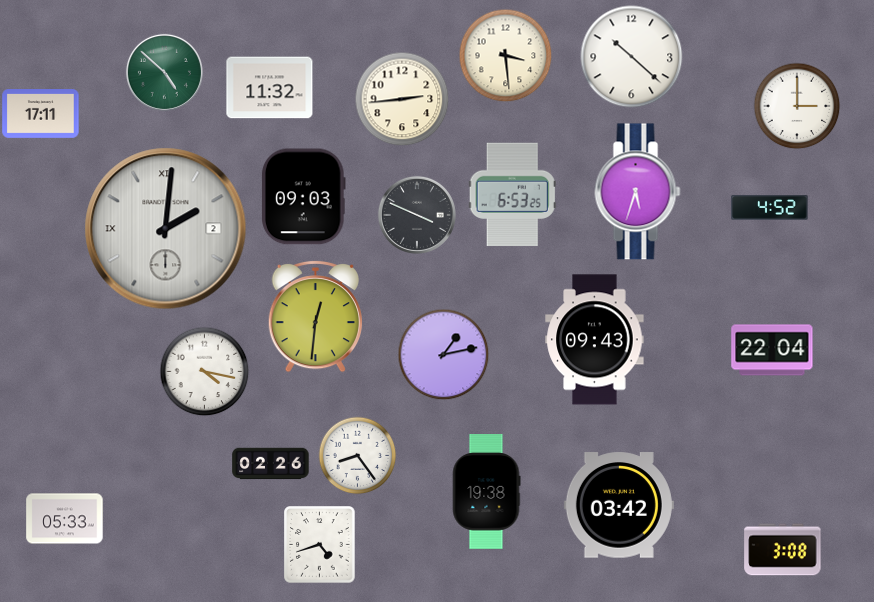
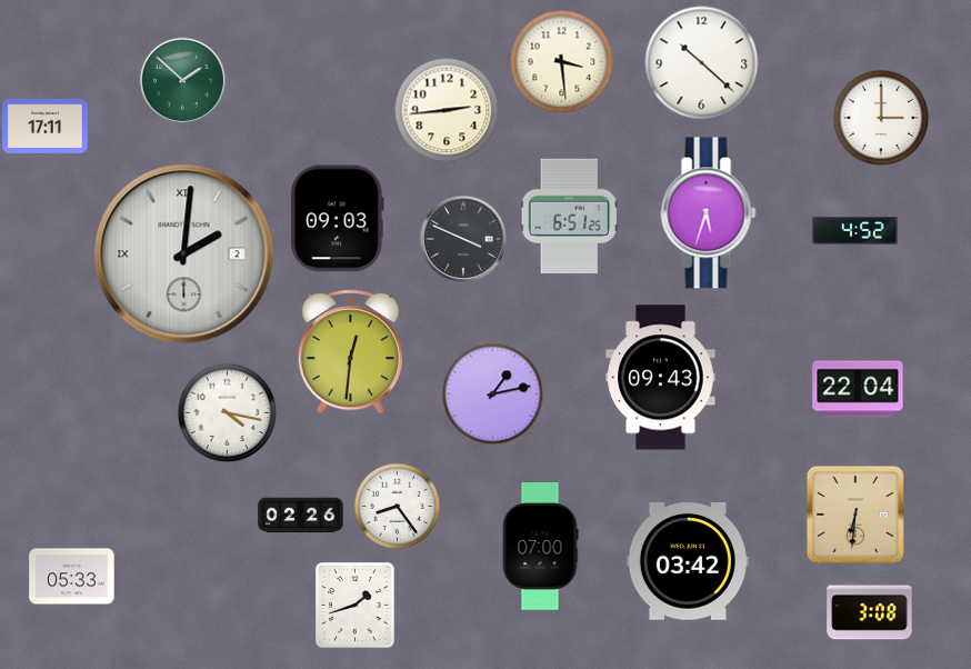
clock at (164, 72): 4:52 -> 1:52
clock at (270, 88): 11:32 -> none
clock at (797, 106) position: (797, 106) -> (881, 118)
clock at (512, 195): 6:53 -> 6:51
clock at (855, 515): none -> 6:31
clock at (486, 492): 19:38 -> 07:00
clock at (320, 545): 4:42 -> 1:42
